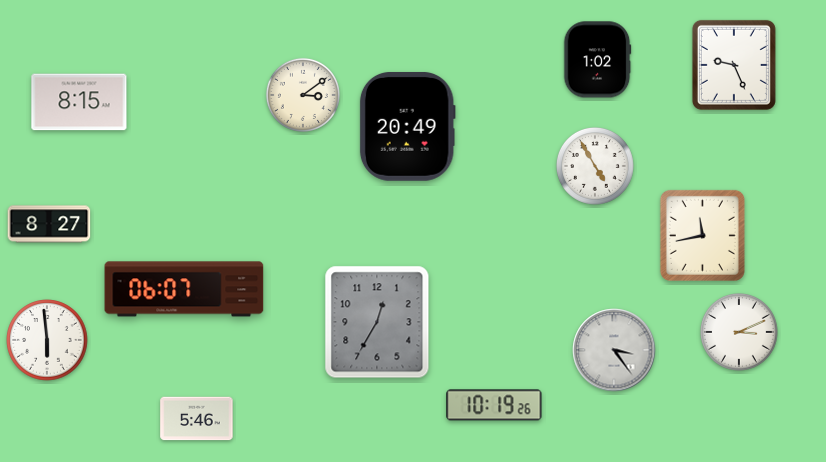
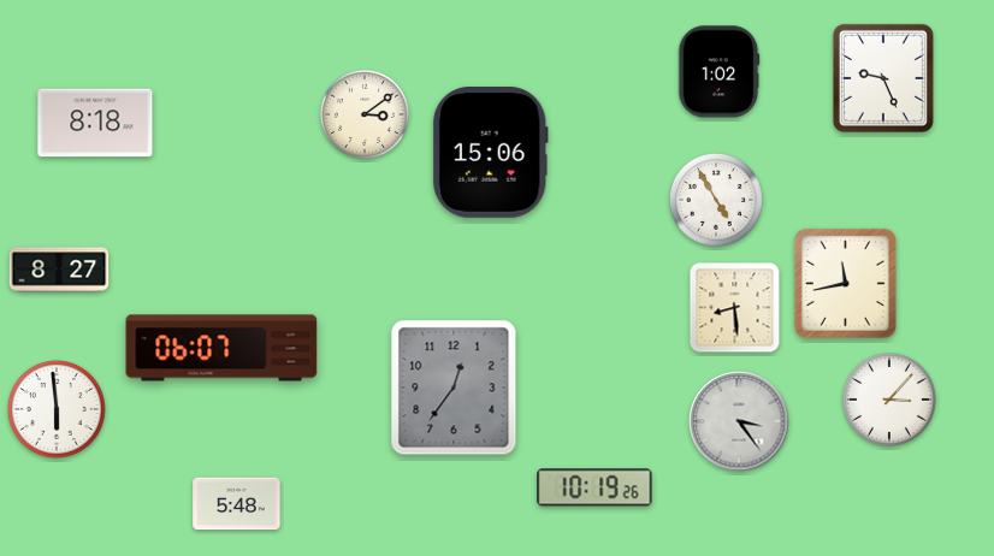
clock at (79, 102): 8:15 -> 8:18
clock at (407, 126): 20:49 -> 15:06
clock at (735, 308): none -> 8:29
clock at (377, 322): 12:35 -> 12:36
clock at (740, 333): 3:11 -> 3:07
clock at (197, 419): 5:46 -> 5:48
